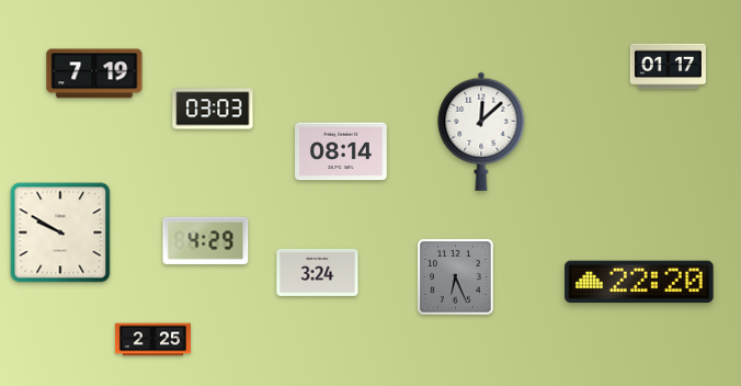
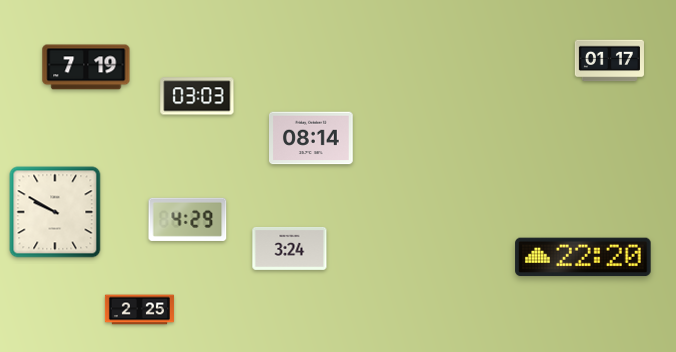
clock at (213, 109) position: (213, 109) -> (197, 96)
clock at (481, 132): 12:08 -> none
clock at (456, 277): 6:26 -> none
